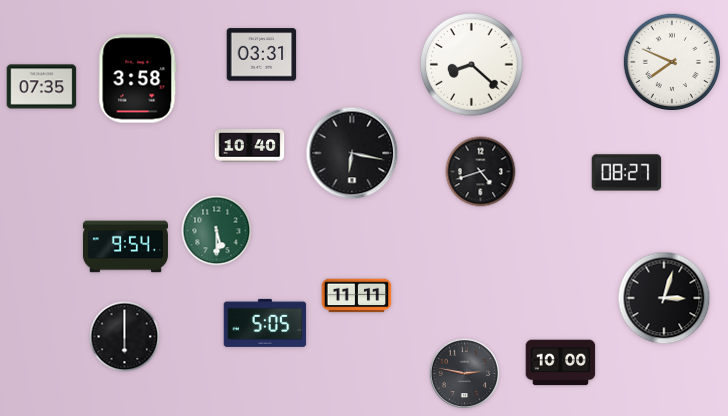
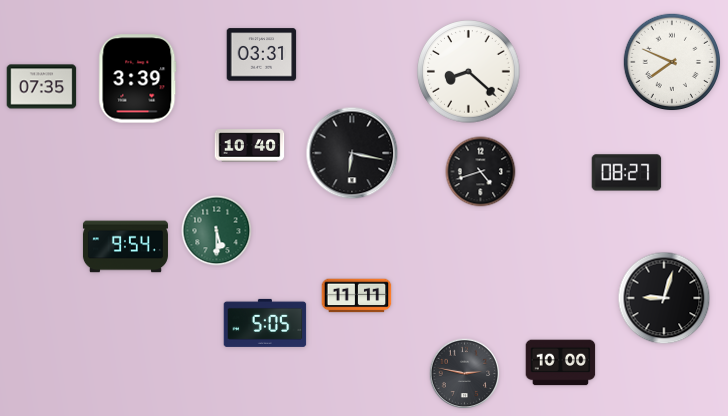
clock at (472, 65) position: (472, 65) -> (469, 72)
clock at (138, 79): 3:58 -> 3:39
clock at (664, 298): 3:03 -> 9:03
clock at (125, 337): 6:00 -> none
